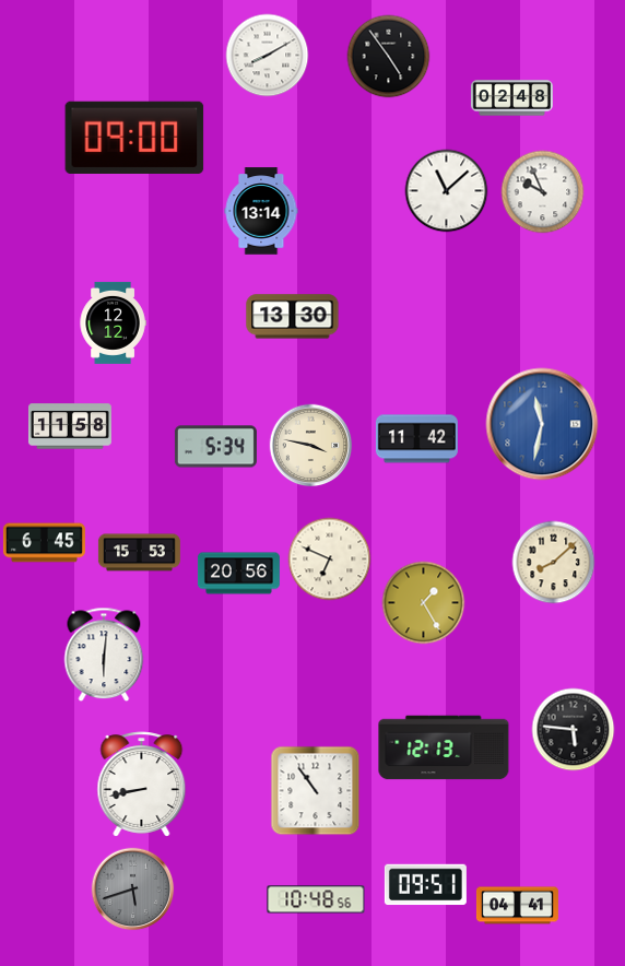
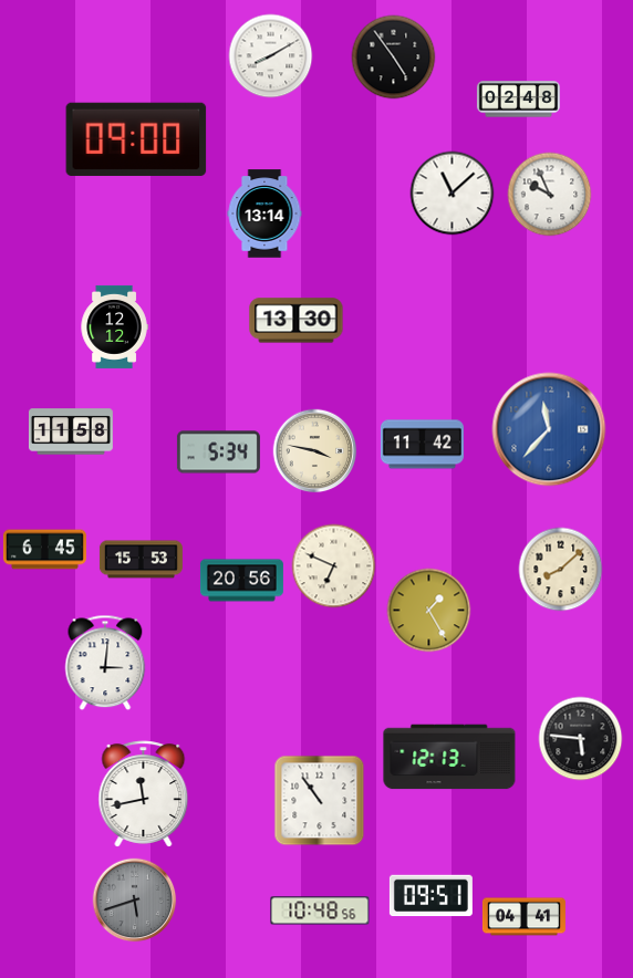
clock at (542, 424): 11:32 -> 11:37
clock at (104, 655): 6:01 -> 3:01
clock at (142, 785): 8:43 -> 11:43
